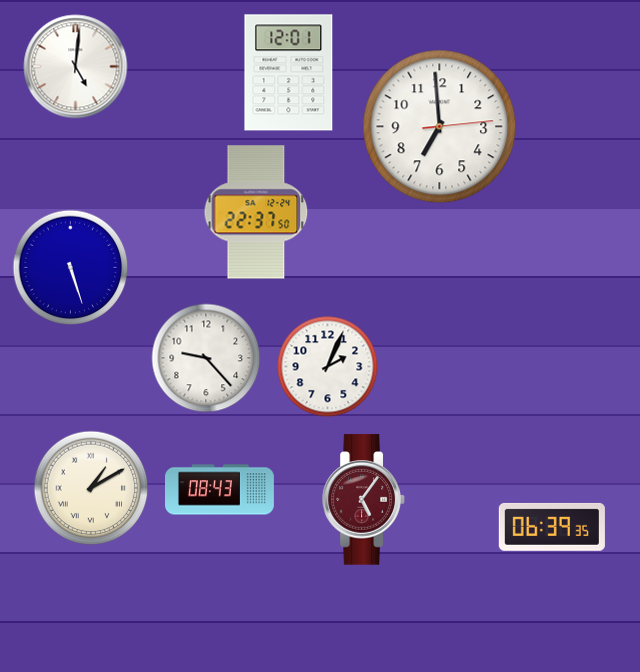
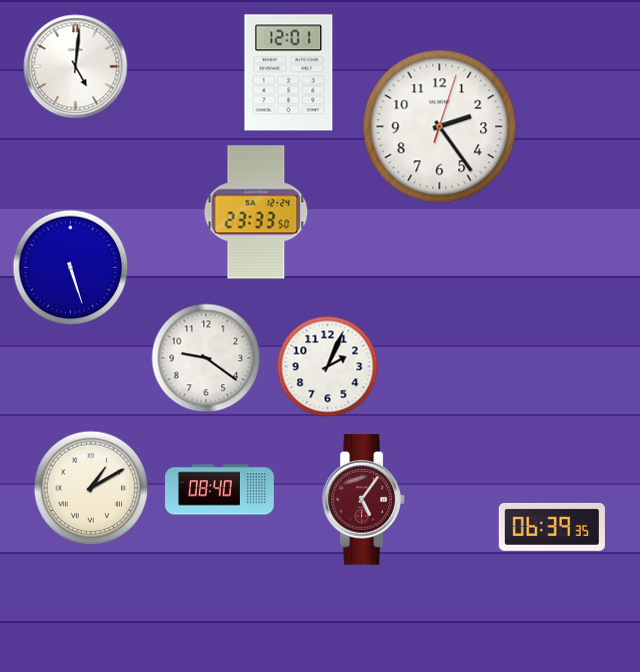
clock at (440, 127): 6:59 -> 2:24
clock at (256, 212): 22:37 -> 23:33
clock at (206, 358): 9:23 -> 9:21
clock at (220, 490): 08:43 -> 08:40
